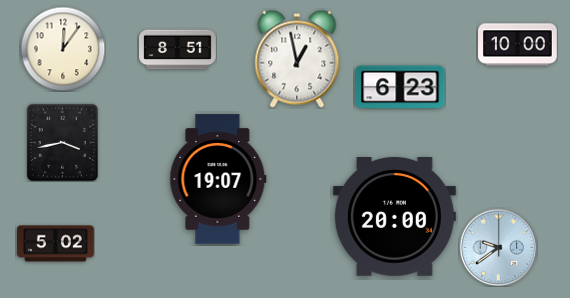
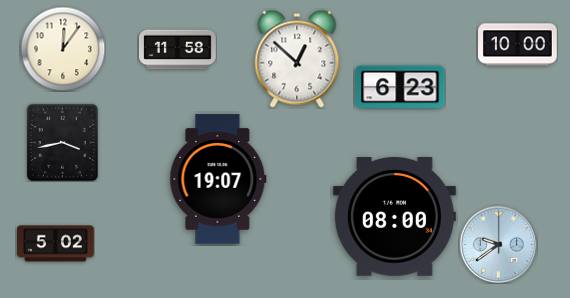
clock at (178, 50): 8:51 -> 11:58
clock at (297, 59): 12:58 -> 12:52
clock at (394, 217): 20:00 -> 08:00
clock at (498, 247) position: (498, 247) -> (498, 244)
